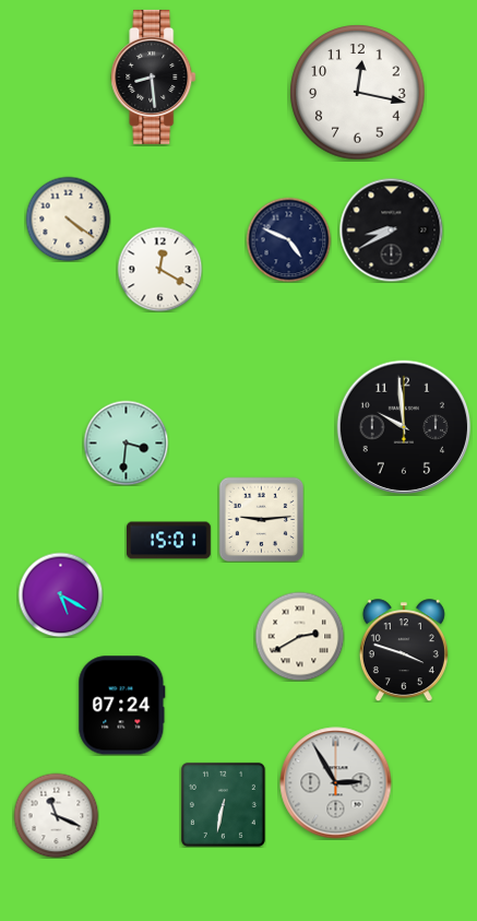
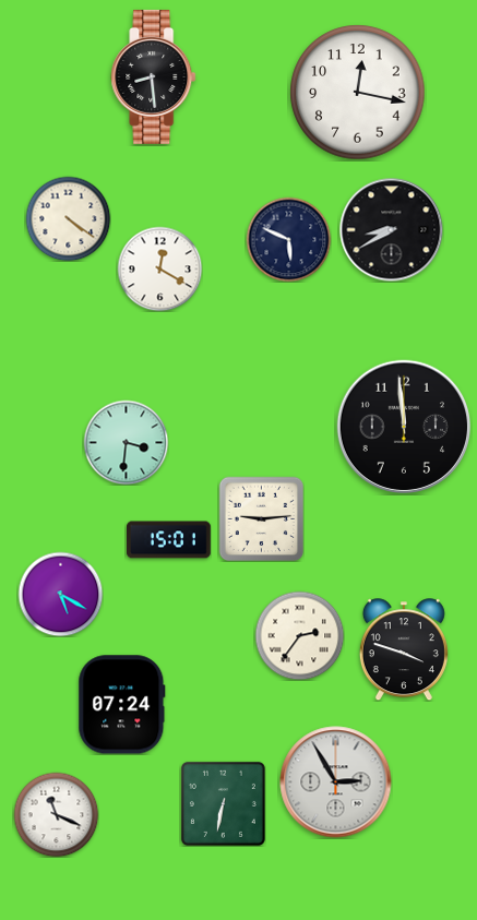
clock at (288, 239): 4:49 -> 5:49
clock at (403, 426): 9:59 -> 11:59
clock at (299, 636): 2:40 -> 2:36
